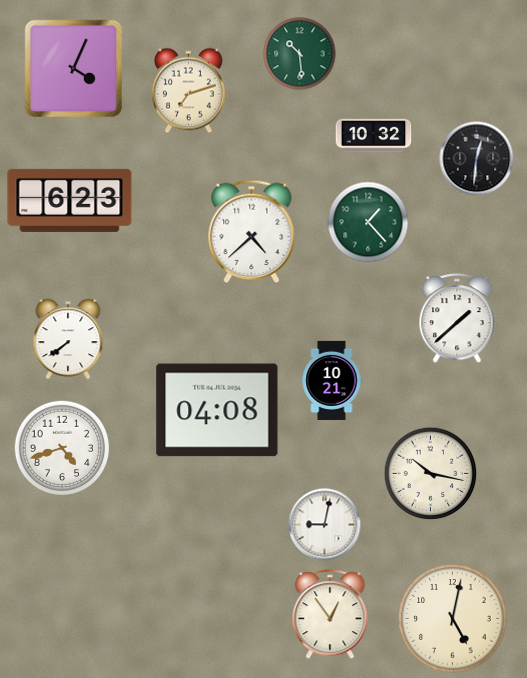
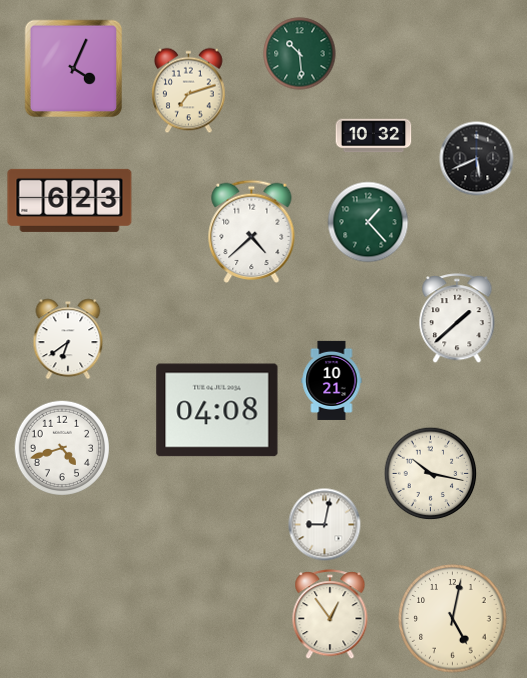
clock at (477, 159): 12:31 -> 5:41
clock at (68, 339): 7:39 -> 6:39
